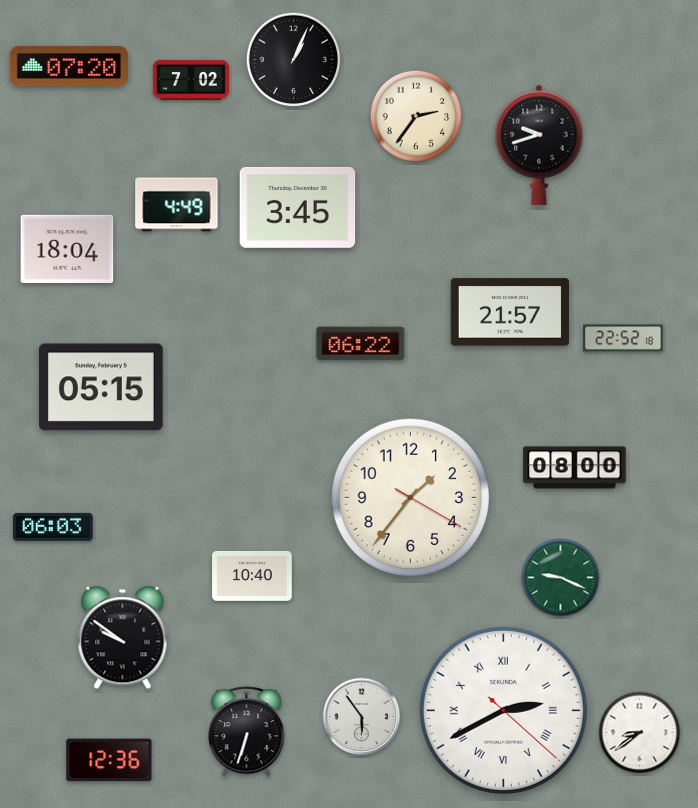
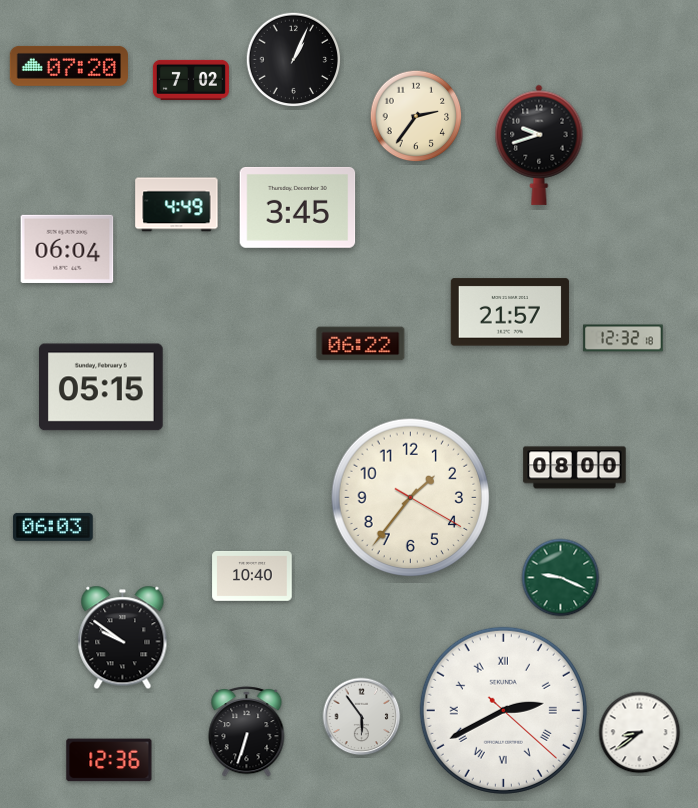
clock at (67, 249): 18:04 -> 06:04
clock at (623, 338): 22:52 -> 12:32
